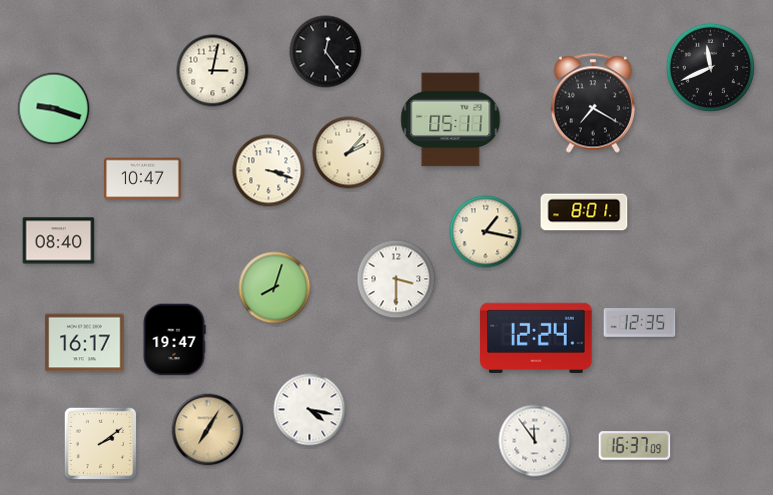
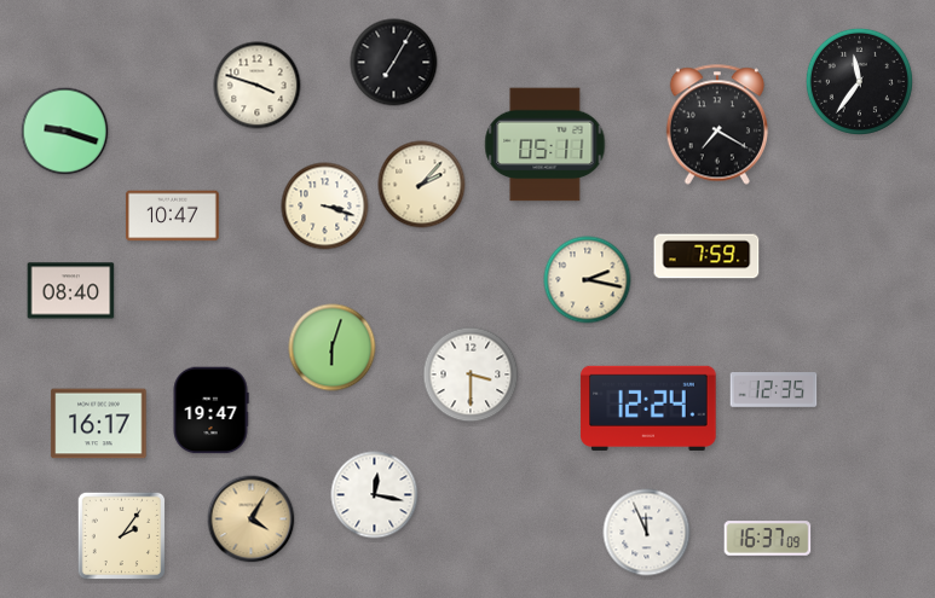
clock at (326, 52): 12:24 -> 7:05
clock at (710, 67): 11:41 -> 11:36
clock at (213, 71): 3:02 -> 3:48
clock at (584, 212): 8:01 -> 7:59
clock at (486, 232): 1:17 -> 2:17
clock at (396, 279) position: (396, 279) -> (471, 375)
clock at (275, 288): 8:03 -> 6:03
clock at (85, 343) position: (85, 343) -> (99, 424)
clock at (310, 410): 4:17 -> 12:17
clock at (208, 430): 7:05 -> 4:05
clock at (535, 441): 11:54 -> 11:56
clock at (101, 444): 2:09 -> 2:06
